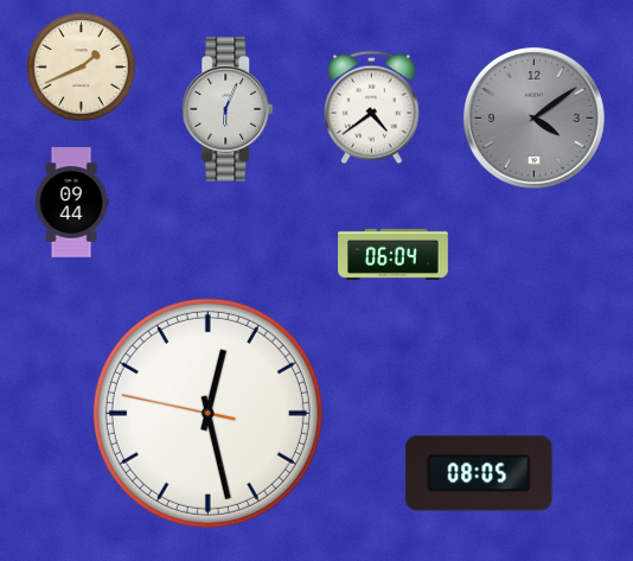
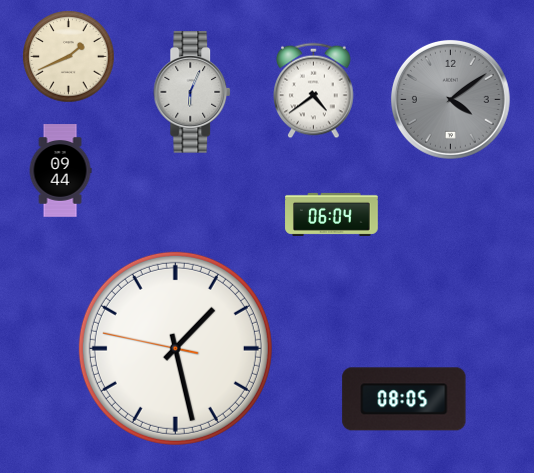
clock at (207, 413): 12:27 -> 1:27
